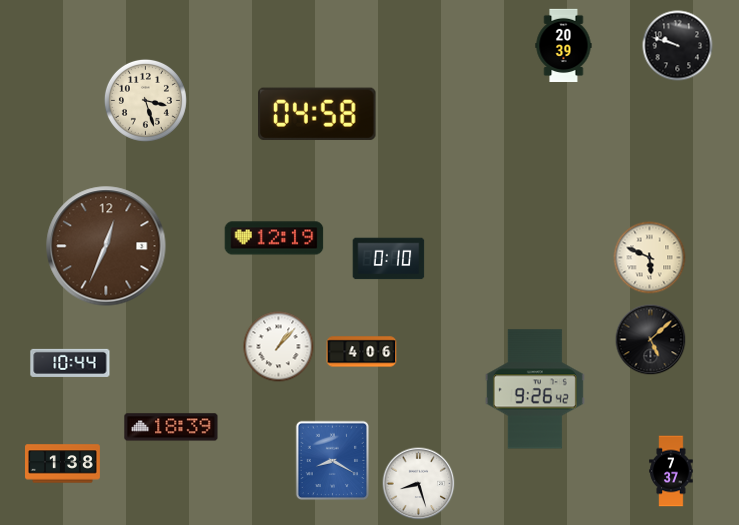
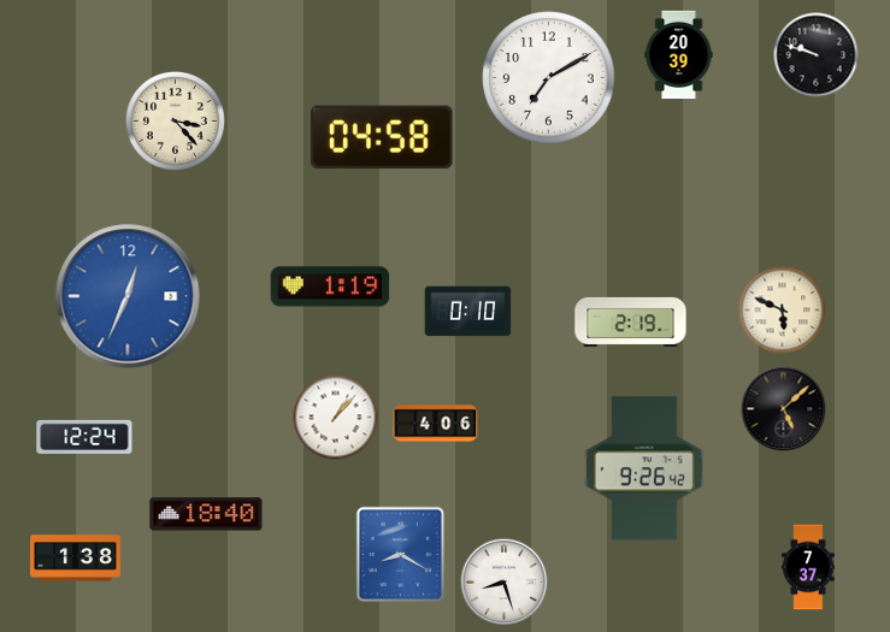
clock at (549, 78): none -> 7:10
clock at (145, 100): 3:27 -> 3:23
clock at (274, 238): 12:19 -> 1:19
clock at (106, 246) dial: brown -> blue
clock at (631, 321): none -> 2:19
clock at (70, 363): 10:44 -> 12:24
clock at (171, 427): 18:39 -> 18:40
